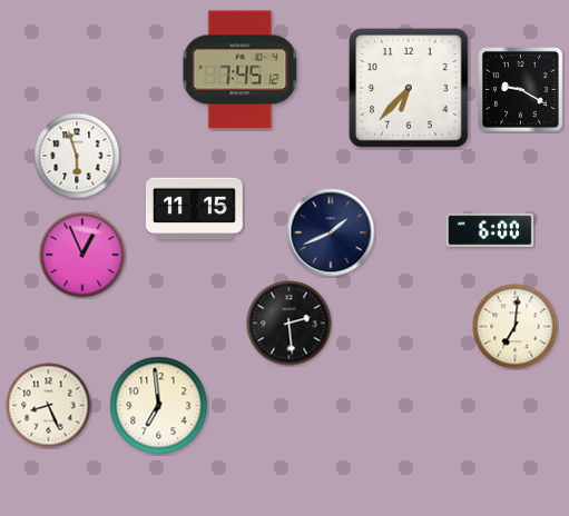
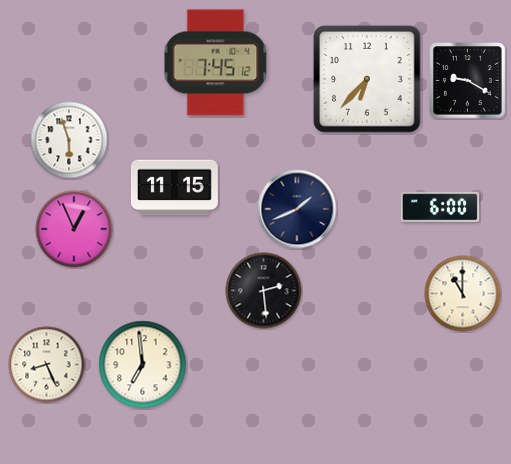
clock at (290, 324) position: (290, 324) -> (264, 291)
clock at (516, 327): 7:01 -> 11:00
clock at (49, 406) position: (49, 406) -> (47, 365)
